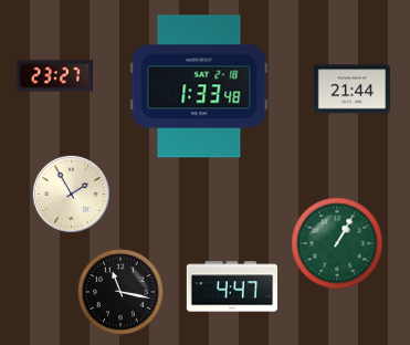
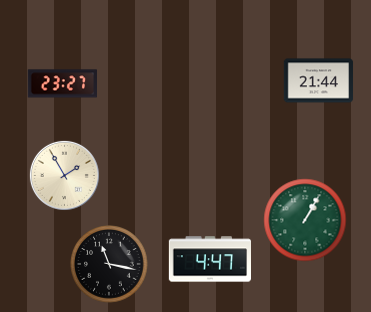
clock at (54, 76) position: (54, 76) -> (62, 84)
clock at (199, 86): 1:33 -> none
